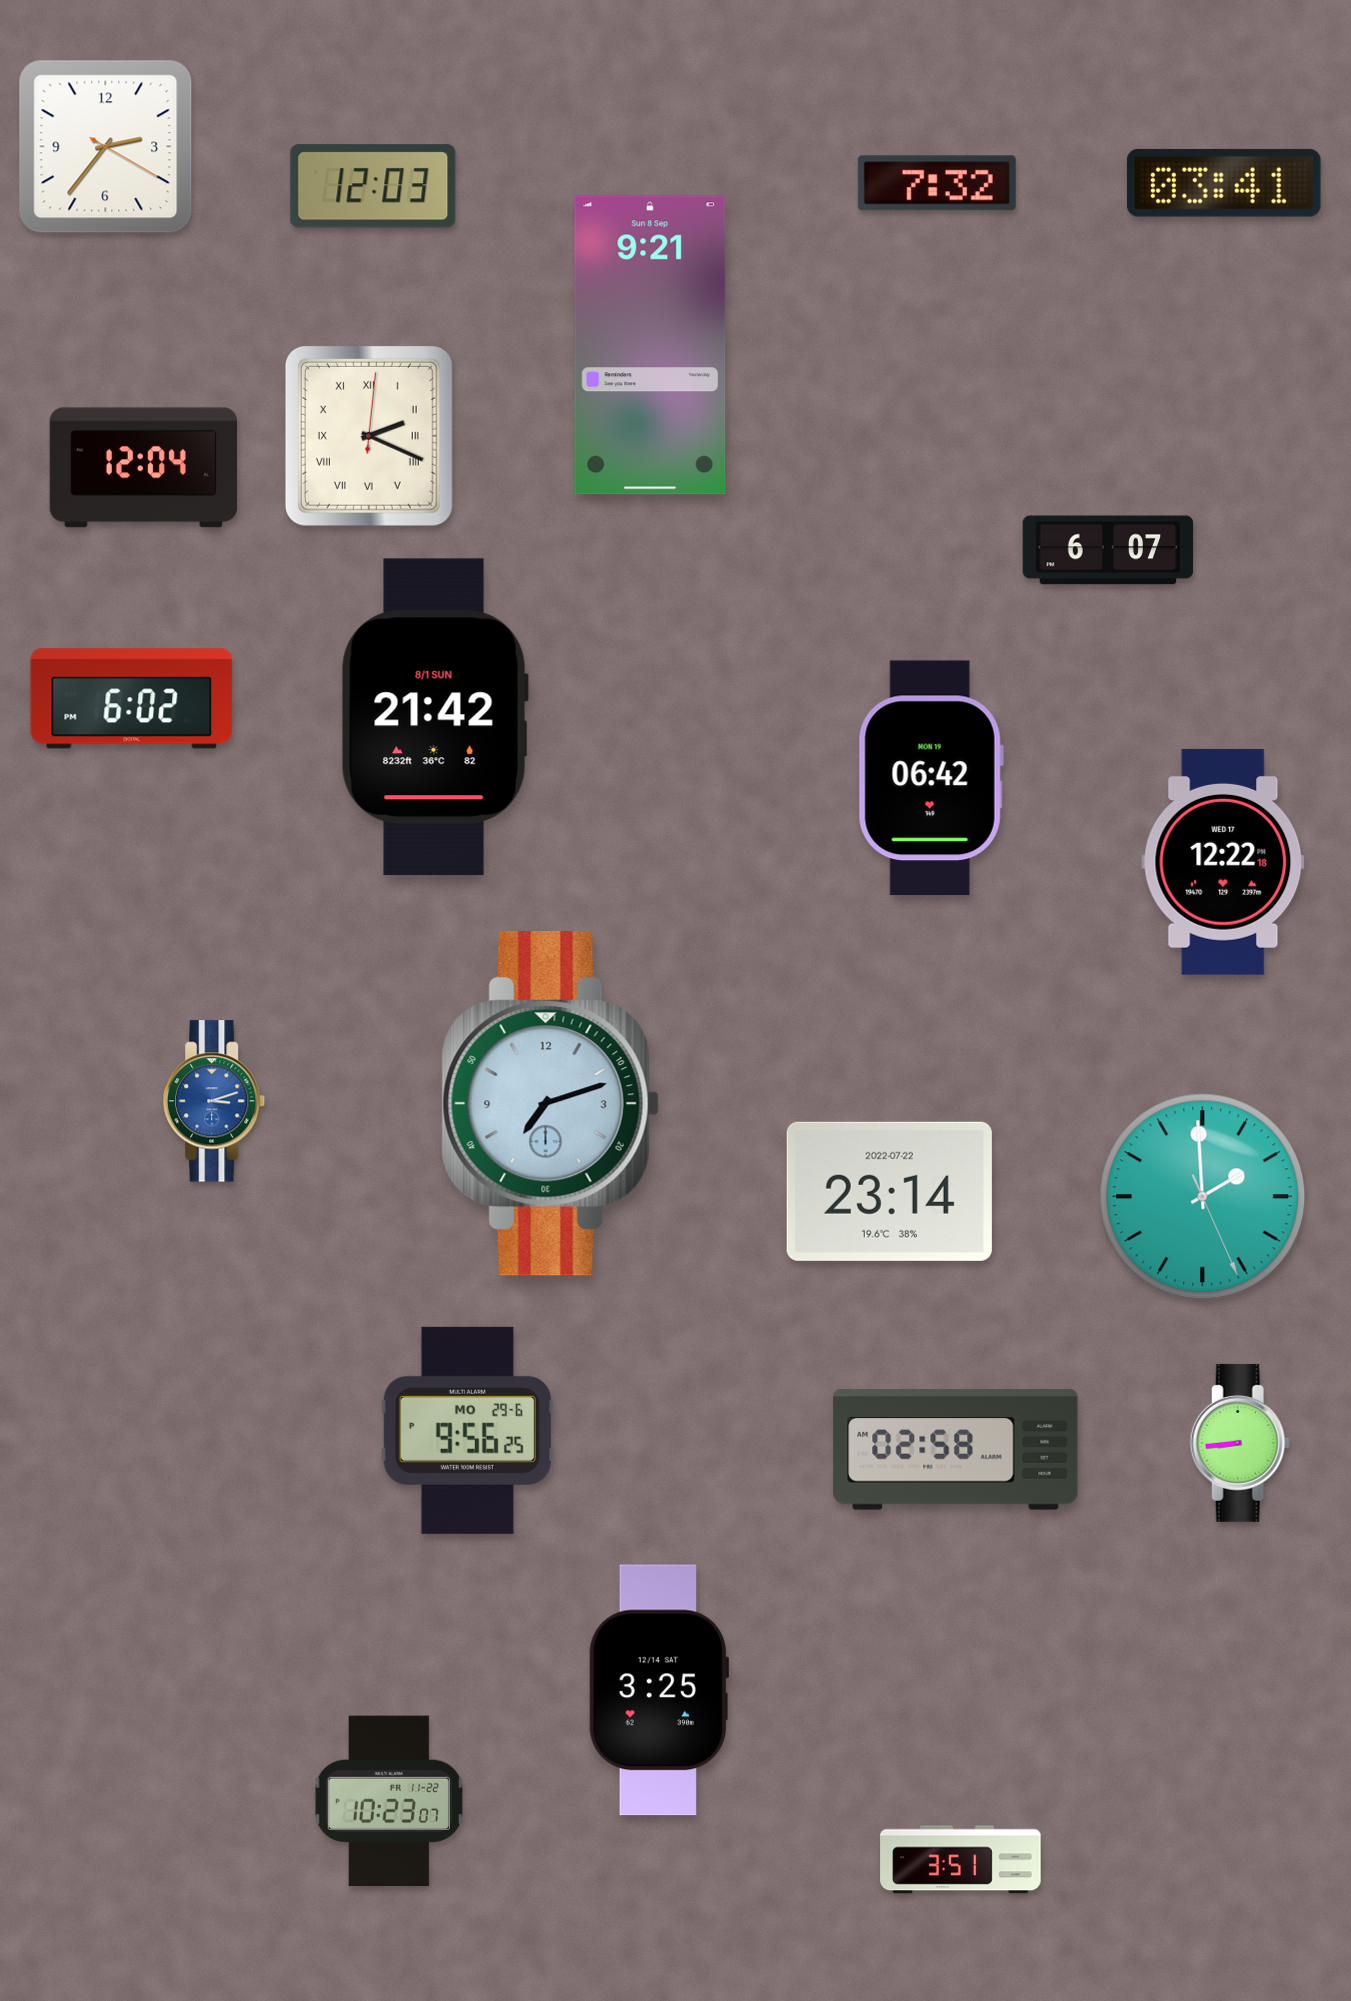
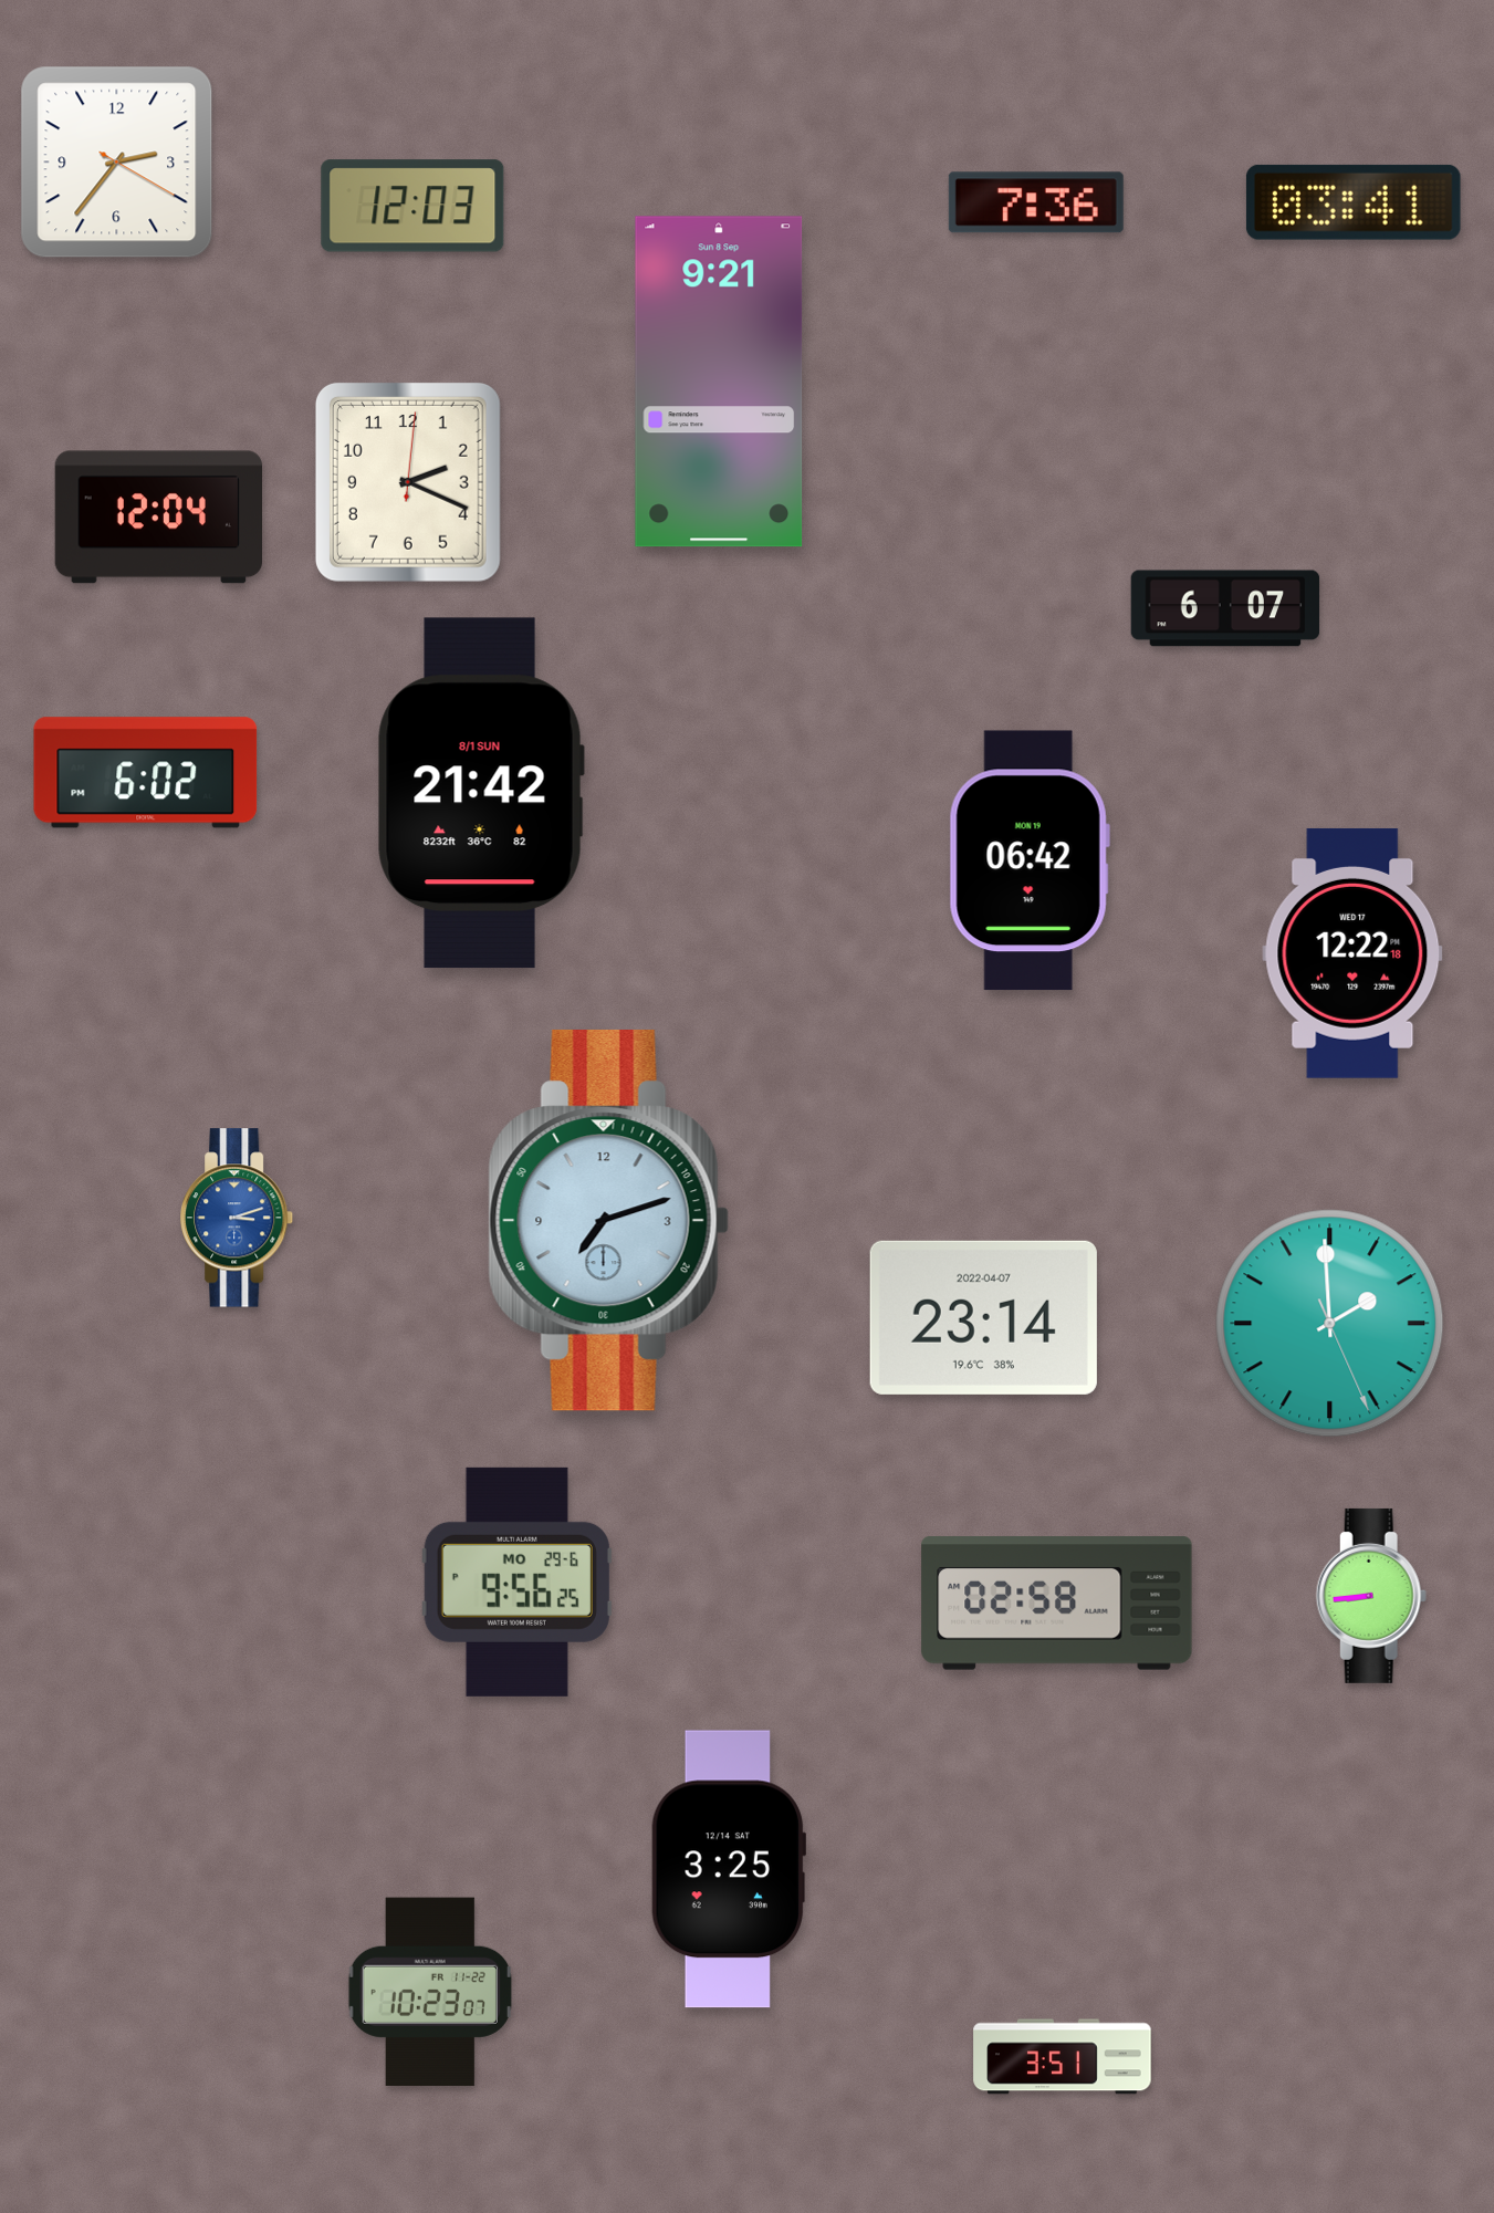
clock at (937, 183): 7:32 -> 7:36
clock at (369, 436) numerals: Roman -> Arabic
clock at (889, 1191) date: 2022-07-22 -> 2022-04-07
